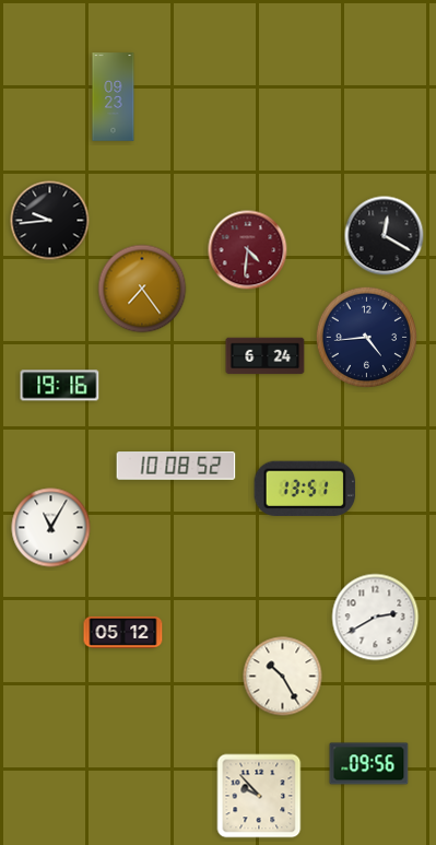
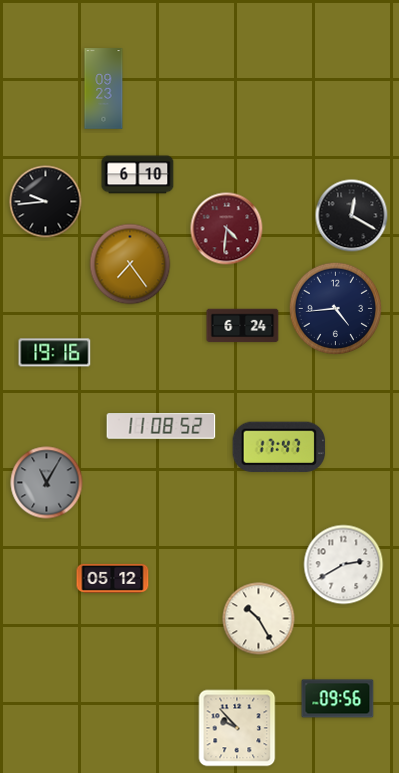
clock at (138, 175): none -> 6:10
clock at (176, 467): 10:08 -> 11:08
clock at (305, 489): 13:51 -> 17:47
clock at (51, 528) dial: white -> grey
